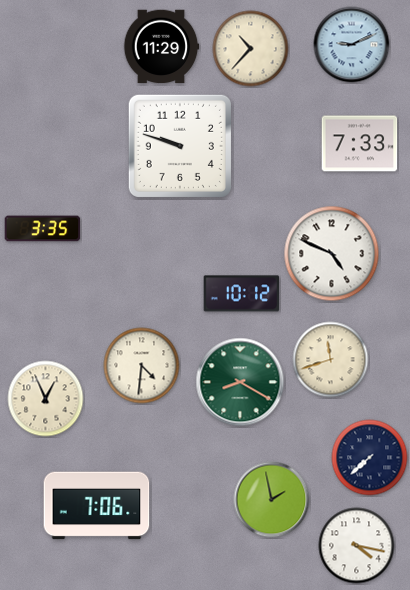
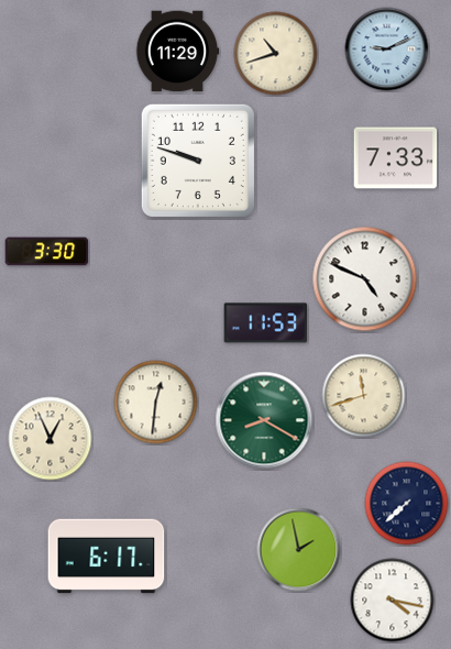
clock at (251, 49): 10:37 -> 10:42
clock at (43, 229): 3:35 -> 3:30
clock at (242, 294): 10:12 -> 11:53
clock at (142, 366): 4:31 -> 12:31
clock at (97, 506): 7:06 -> 6:17
